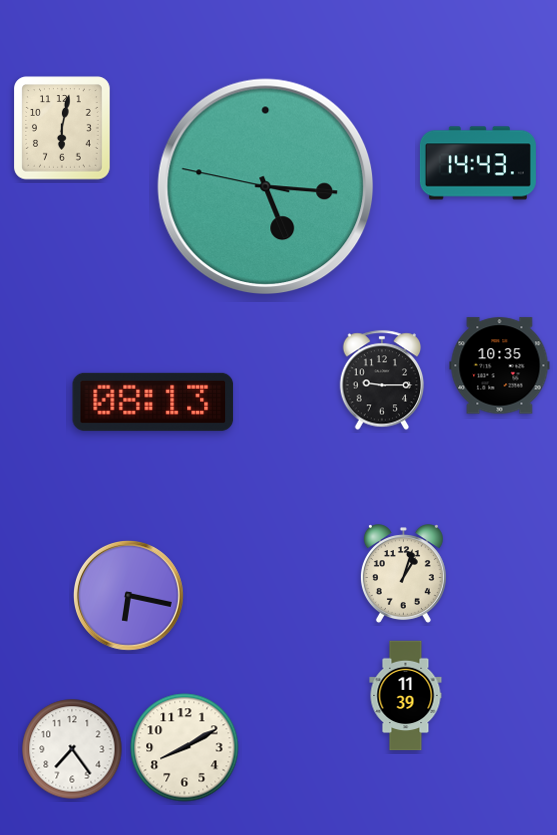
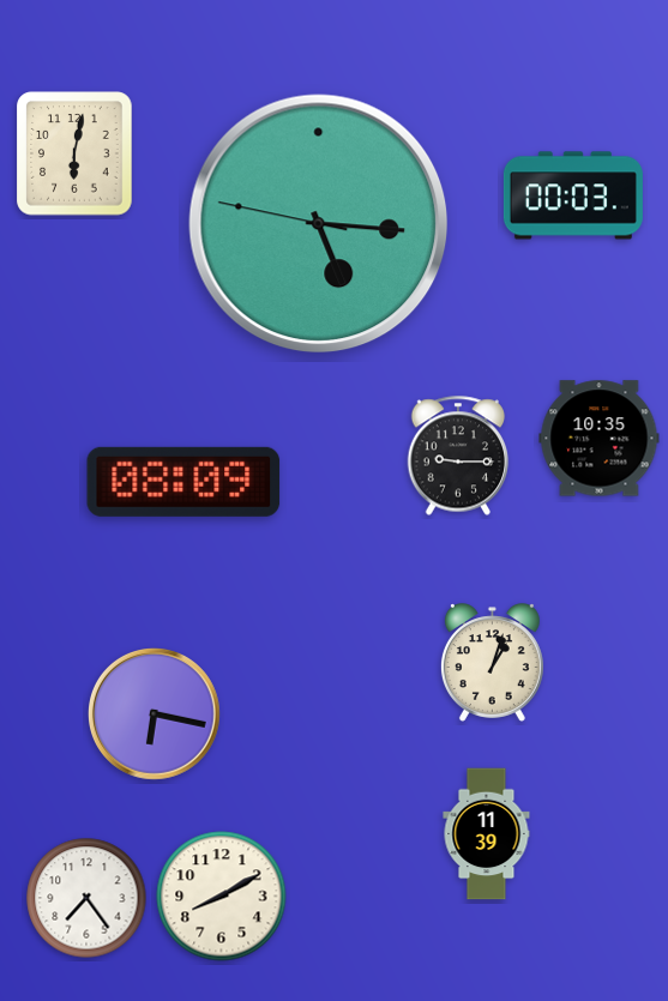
clock at (478, 163): 14:43 -> 00:03
clock at (153, 402): 08:13 -> 08:09
clock at (403, 574) position: (403, 574) -> (492, 663)
